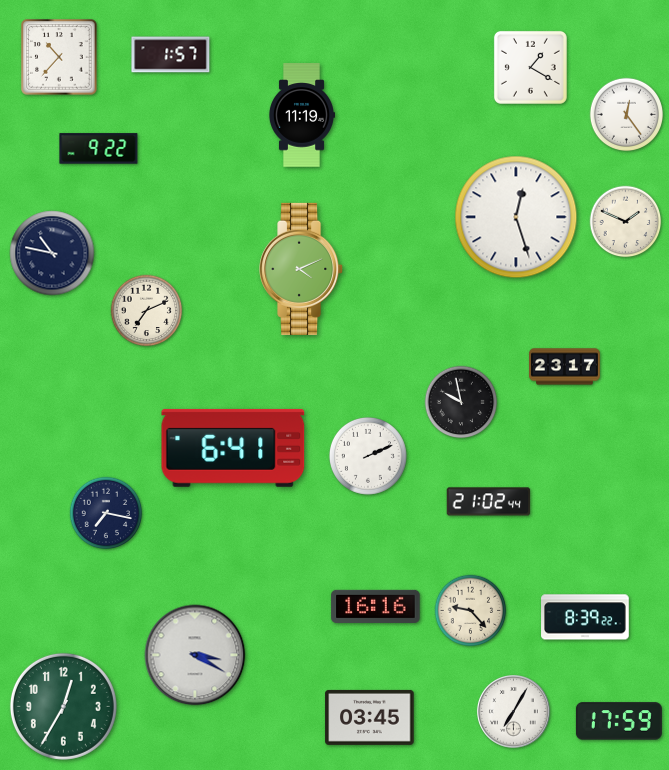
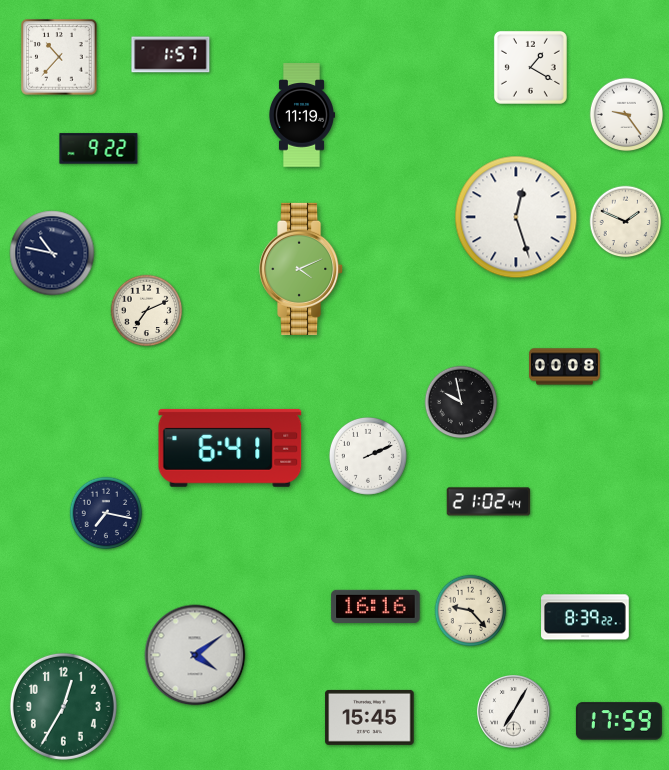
clock at (627, 115): 12:24 -> 9:24
clock at (565, 367): 23:17 -> 00:08
clock at (233, 448) position: (233, 448) -> (230, 448)
clock at (195, 655): 3:20 -> 4:09
clock at (370, 717): 03:45 -> 15:45
